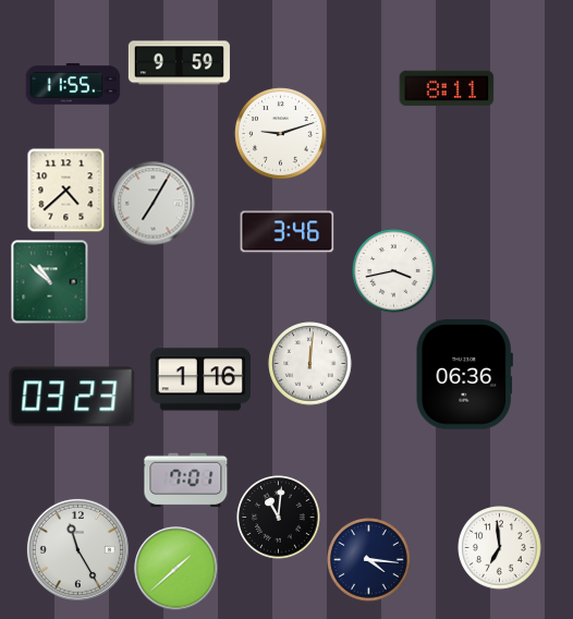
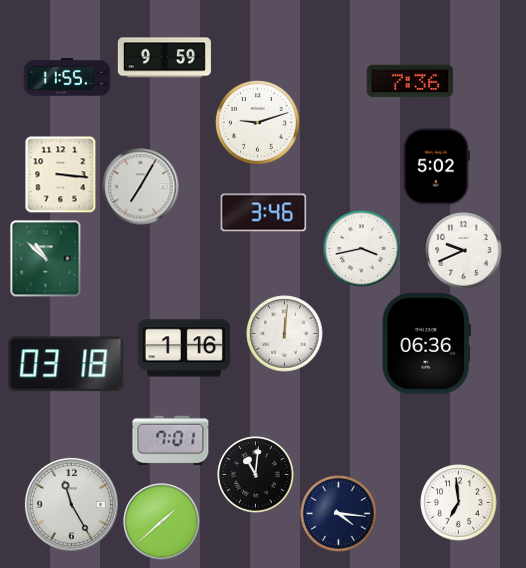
clock at (447, 88): 8:11 -> 7:36
clock at (436, 167): none -> 5:02
clock at (66, 190): 4:38 -> 3:16
clock at (464, 251): none -> 9:41
clock at (72, 397): 03:23 -> 03:18
